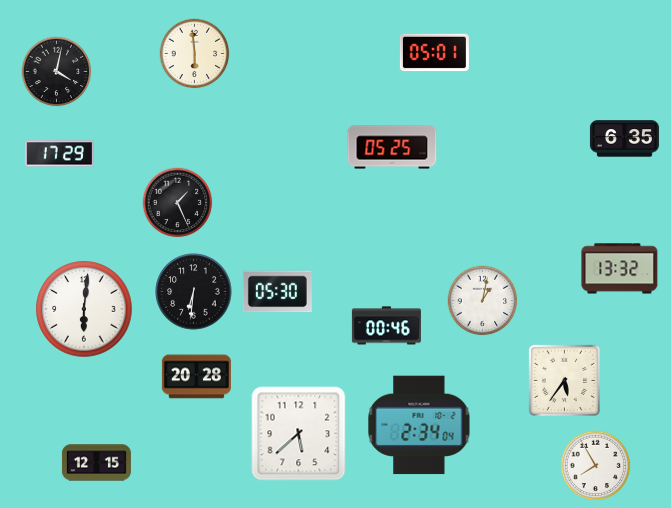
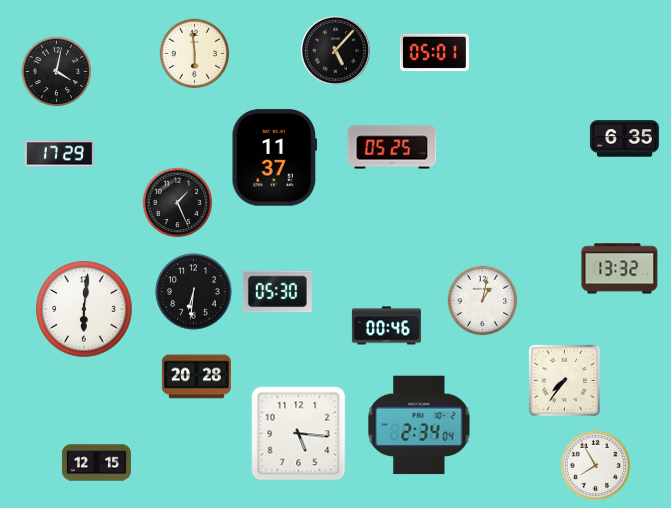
clock at (336, 51): none -> 5:07
clock at (275, 158): none -> 11:37
clock at (565, 381): 5:36 -> 7:36
clock at (299, 434): 5:38 -> 5:16
